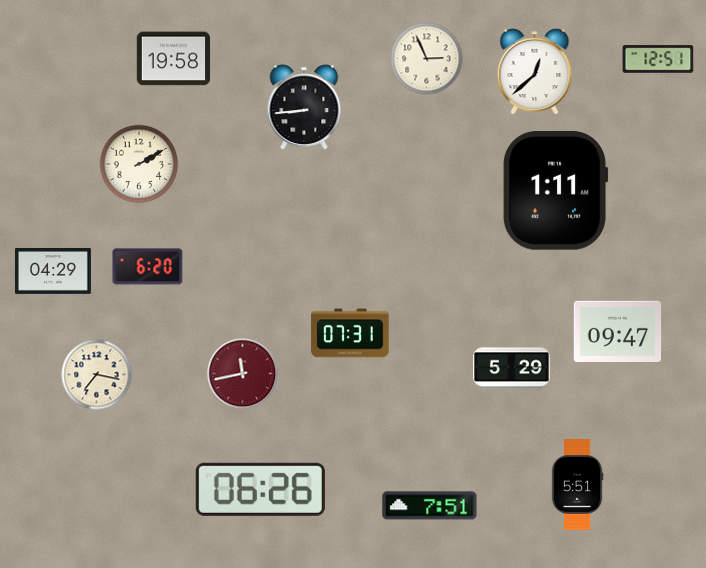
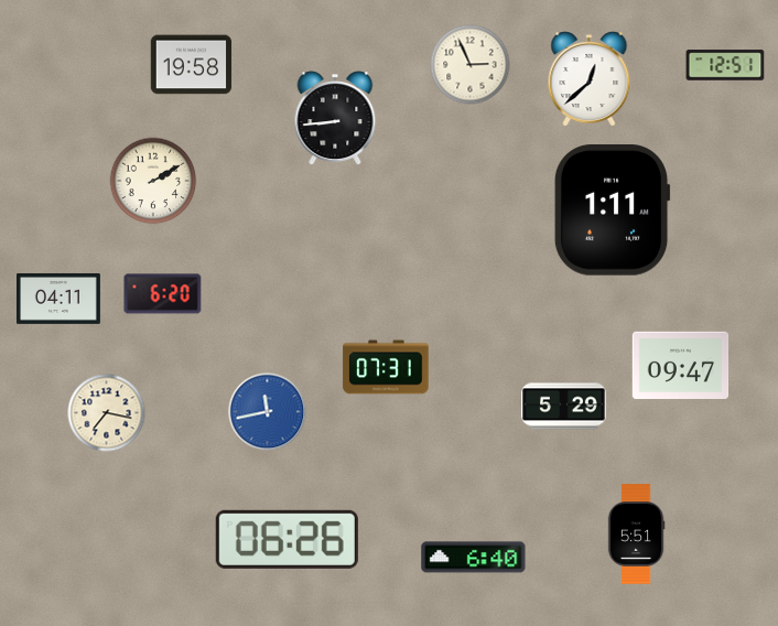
clock at (53, 271): 04:29 -> 04:11
clock at (243, 374) dial: burgundy -> blue
clock at (430, 506): 7:51 -> 6:40
